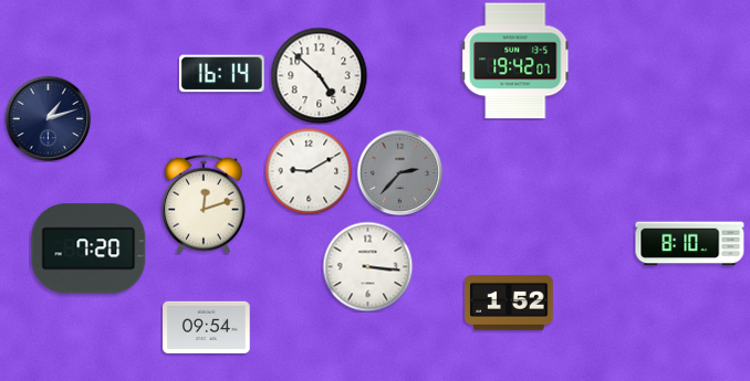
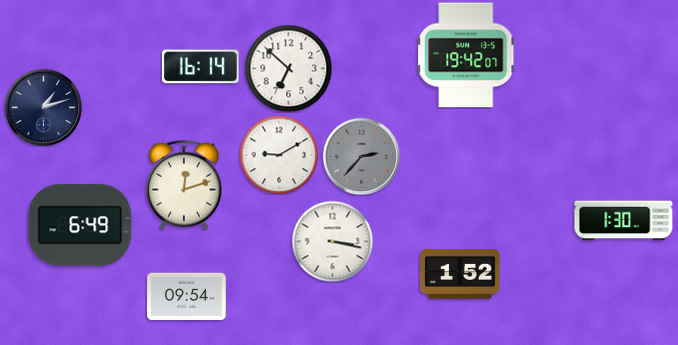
clock at (319, 75): 4:52 -> 6:52
clock at (690, 244): 8:10 -> 1:30
clock at (88, 248): 7:20 -> 6:49
clock at (367, 266): 3:16 -> 3:17
